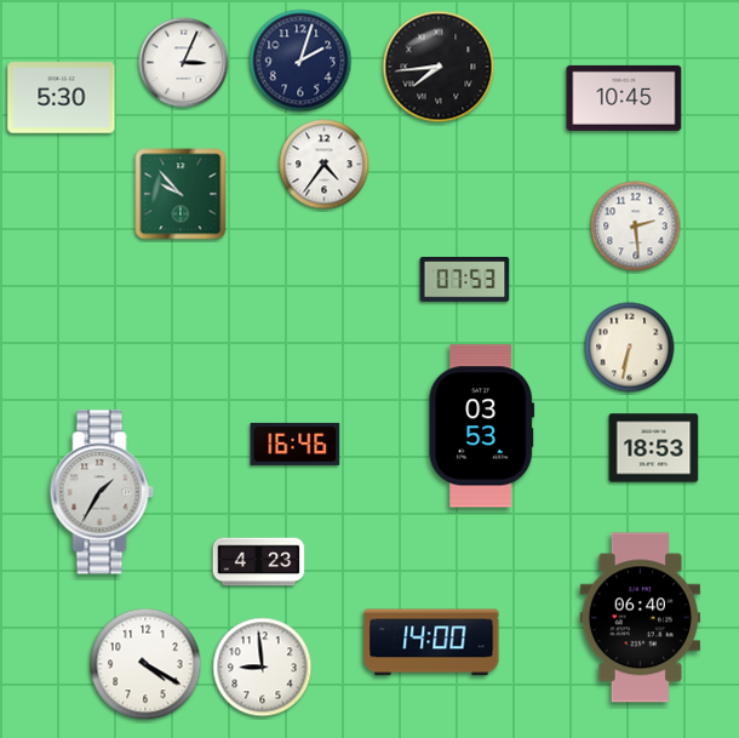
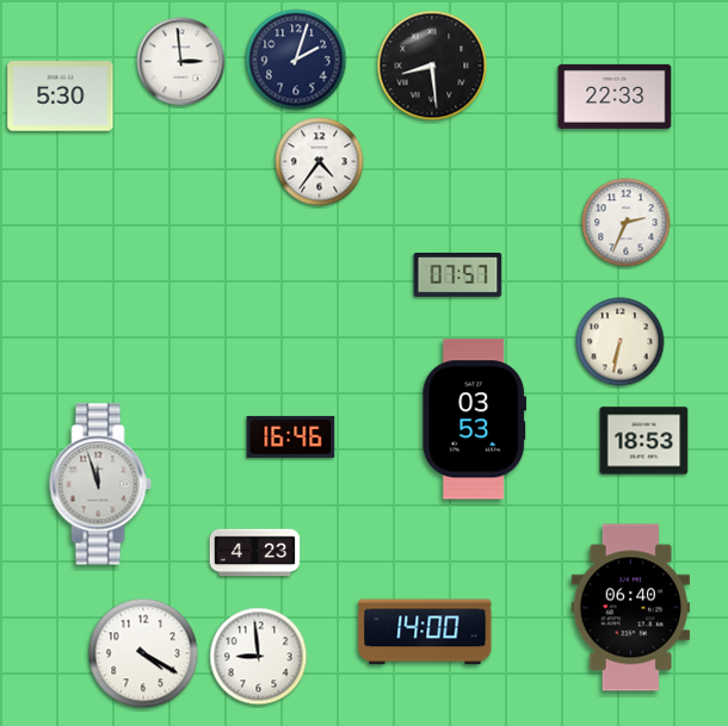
clock at (184, 63): 3:04 -> 2:59
clock at (439, 67): 7:44 -> 8:29
clock at (624, 98): 10:45 -> 22:33
clock at (181, 194): 9:53 -> none
clock at (636, 227): 2:29 -> 2:34
clock at (465, 279): 07:53 -> 07:57
clock at (102, 492): 1:35 -> 11:57
